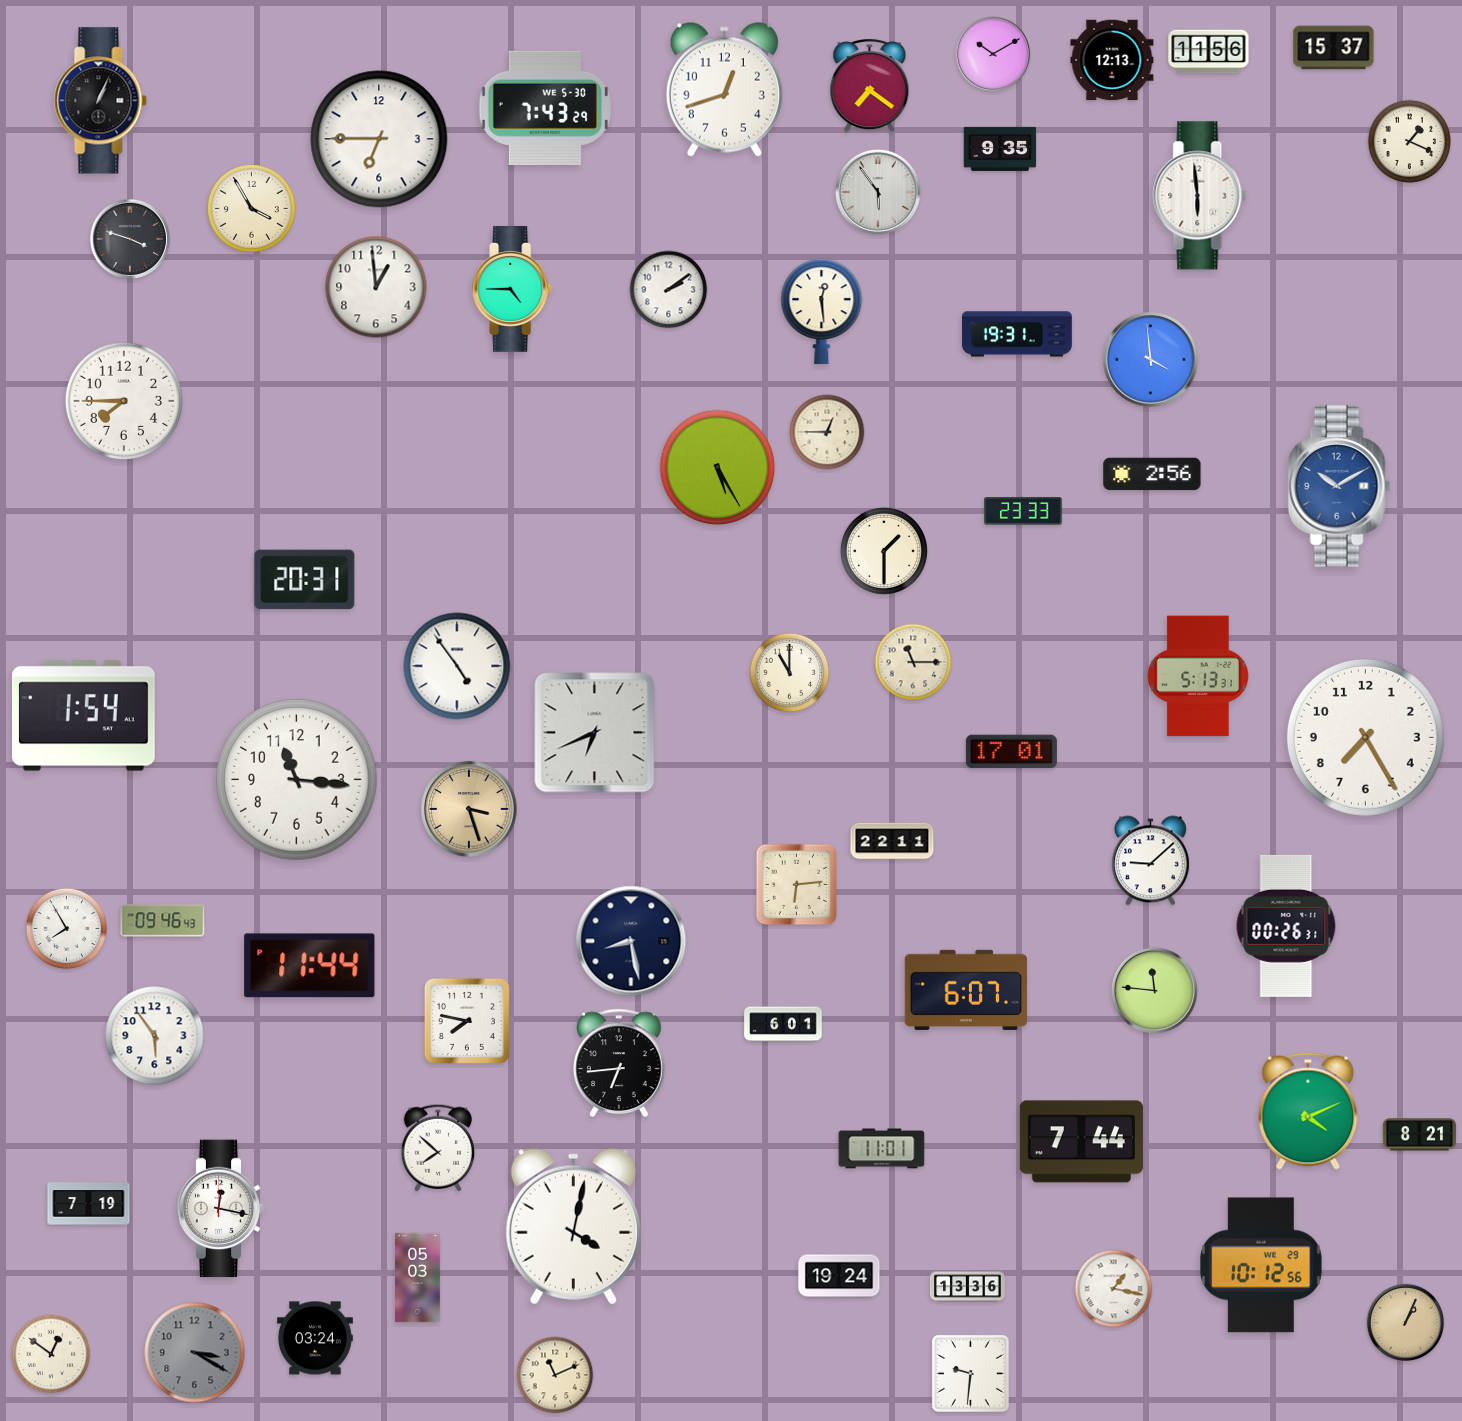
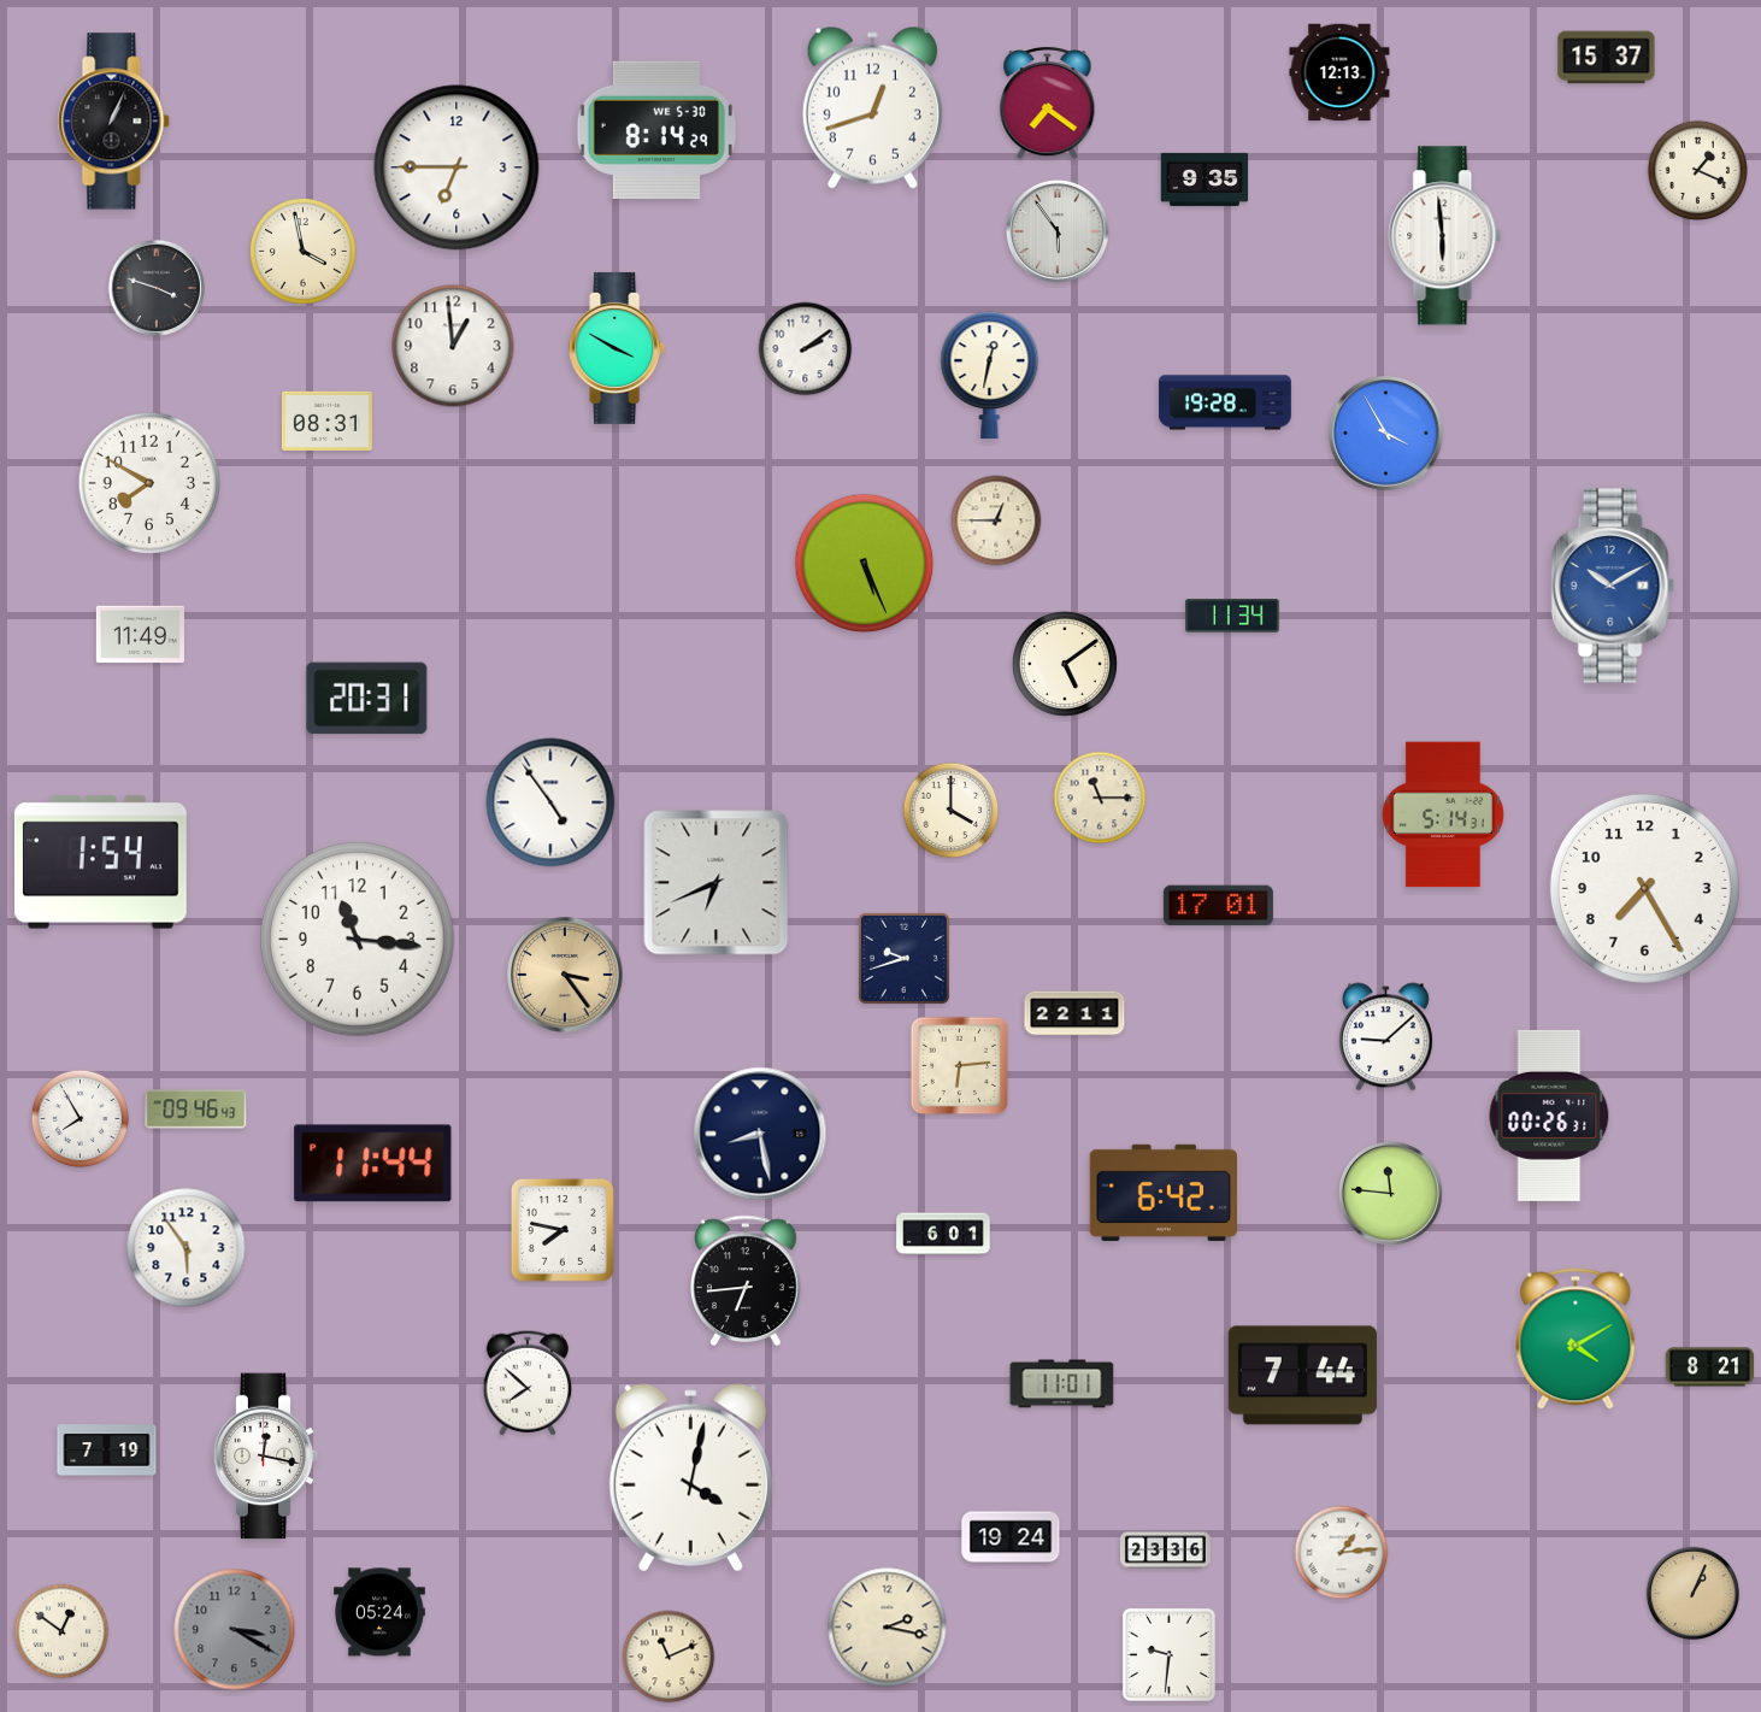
clock at (1209, 52): 11:56 -> none
clock at (993, 54): 10:10 -> none
clock at (101, 101) position: (101, 101) -> (114, 122)
clock at (545, 108): 7:43 -> 8:14
clock at (251, 208): 3:55 -> 3:58
clock at (513, 289): 4:45 -> 3:50
clock at (822, 312): 12:29 -> 12:32
clock at (1017, 334): 19:31 -> 19:28
clock at (326, 420): none -> 08:31
clock at (1151, 360): 3:59 -> 3:55
clock at (124, 401): 7:45 -> 7:50
clock at (718, 468): 5:25 -> 5:26
clock at (1152, 474): 2:56 -> none
clock at (1023, 511): 23:33 -> 11:34
clock at (140, 635): none -> 11:49
clock at (884, 551): 1:30 -> 5:09
clock at (790, 673): 11:00 -> 4:00
clock at (1198, 676): 5:13 -> 5:14
clock at (903, 958): none -> 9:42
clock at (469, 809): 3:27 -> 3:24
clock at (965, 990): 6:07 -> 6:42
clock at (1308, 1111): 4:11 -> 4:10
clock at (1262, 1265): 10:12 -> none
clock at (418, 1278): 05:03 -> none
clock at (967, 1287): 13:36 -> 23:36
clock at (1114, 1289): 1:17 -> 1:14
clock at (316, 1338): 03:24 -> 05:24
clock at (888, 1628): none -> 2:17
